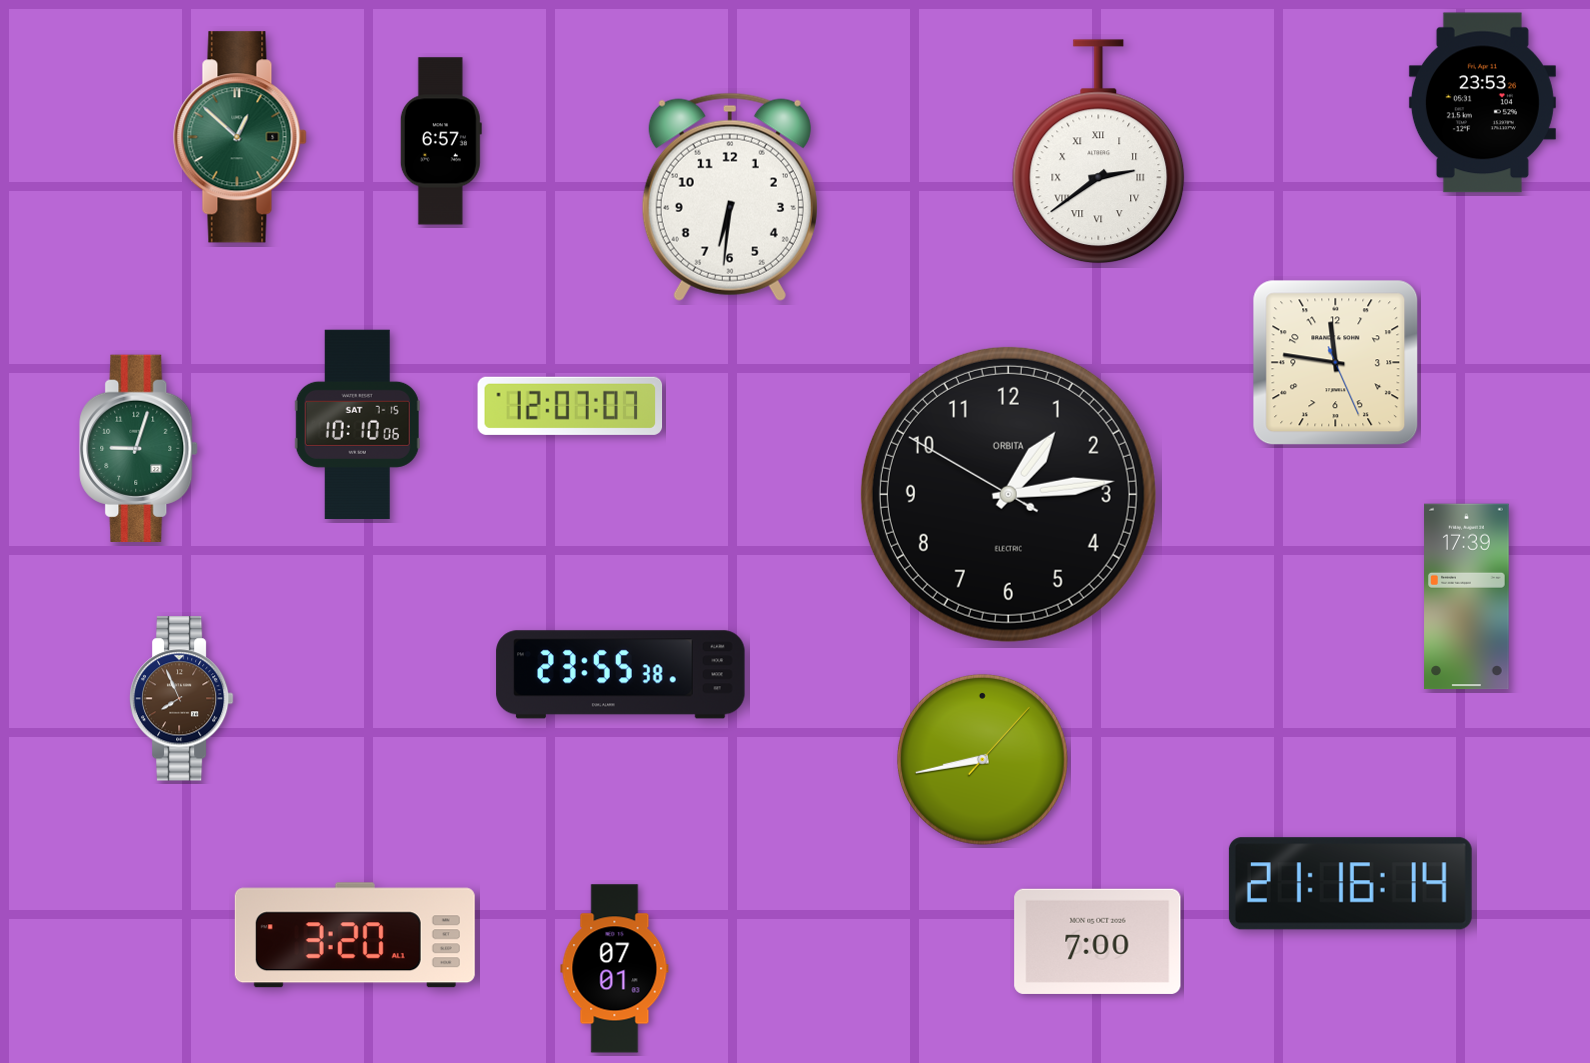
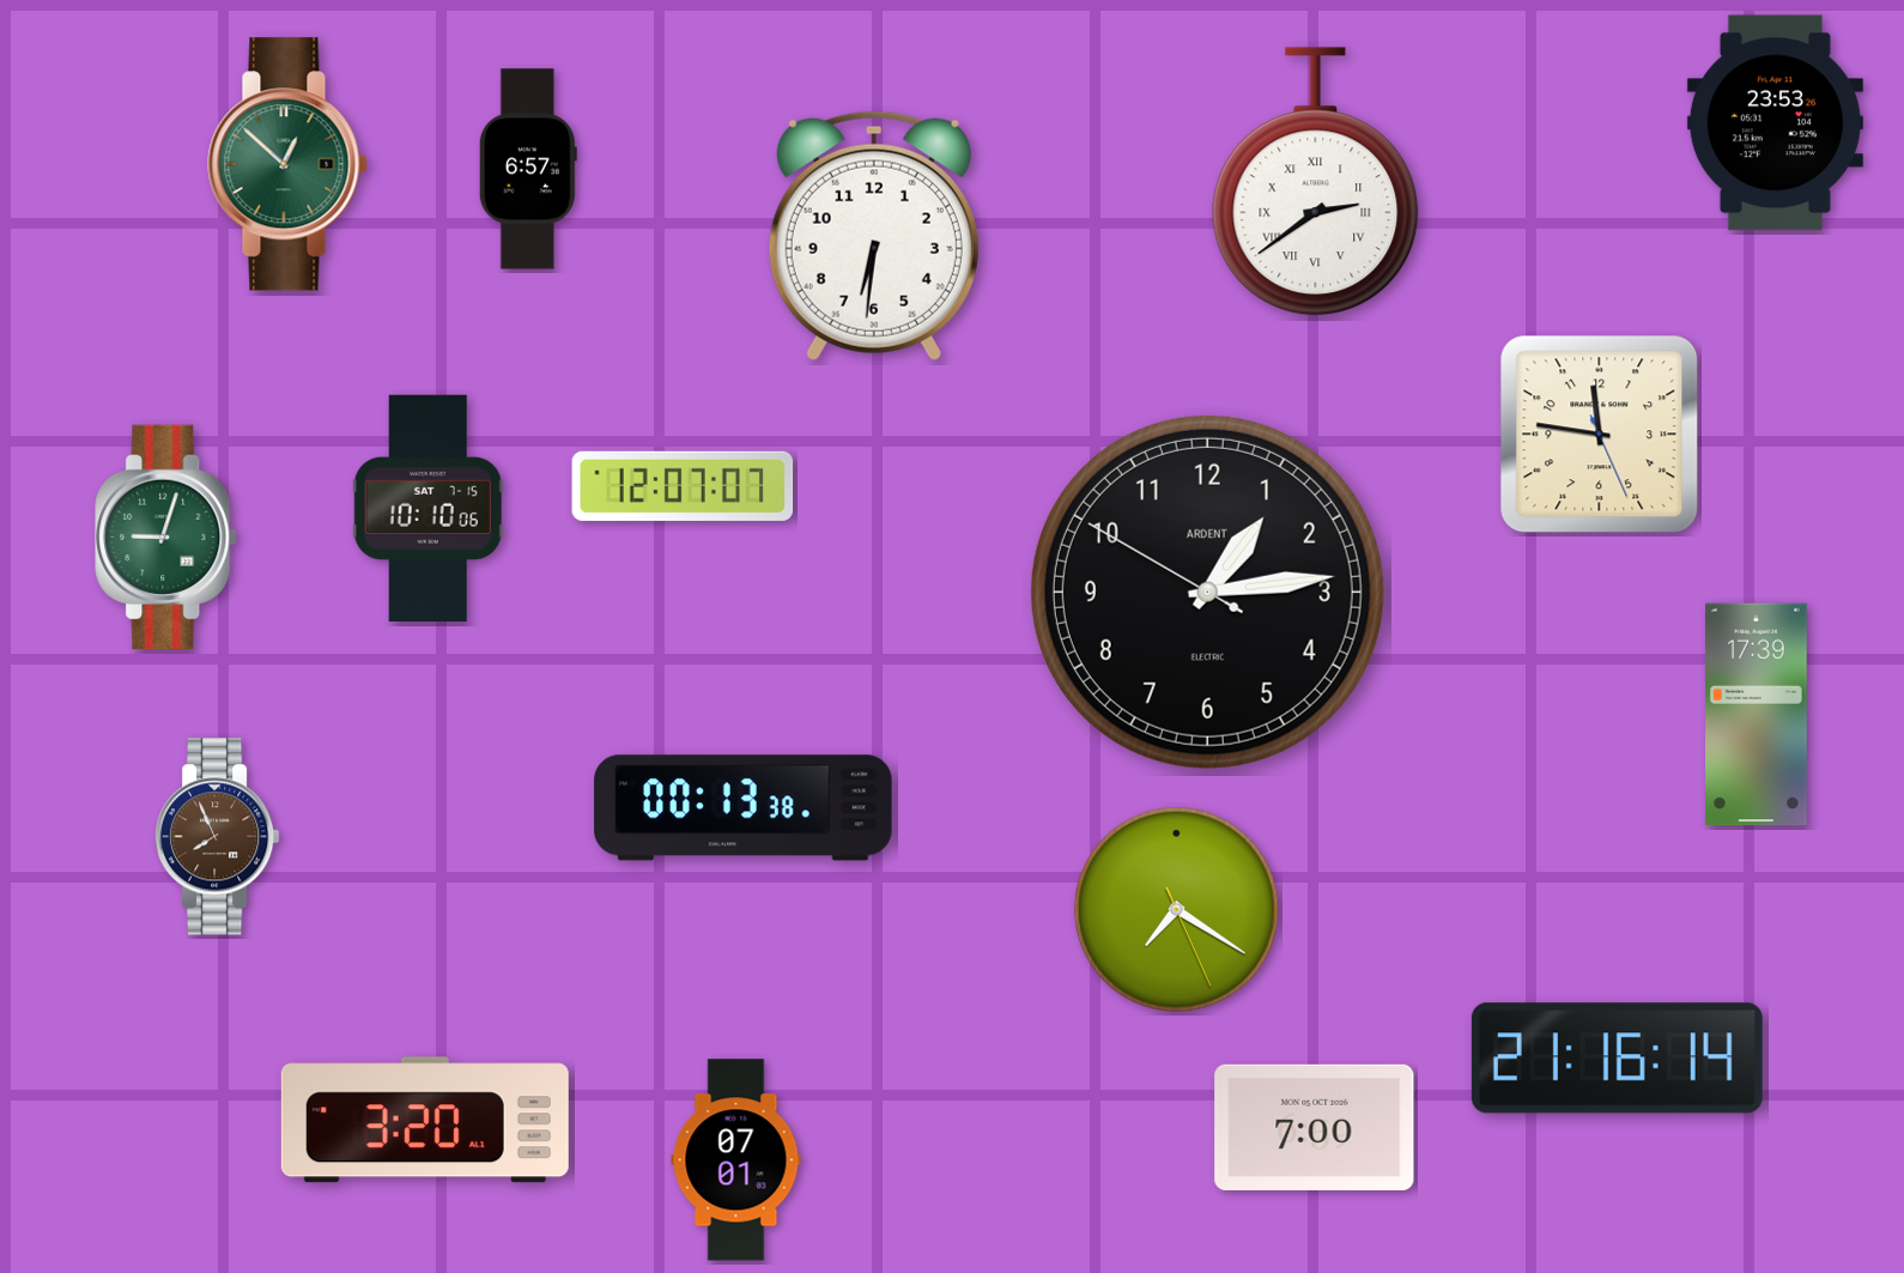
clock at (1008, 494) brand: ORBITA -> ARDENT
clock at (621, 675): 23:55 -> 00:13
clock at (982, 759): 8:43 -> 7:20
